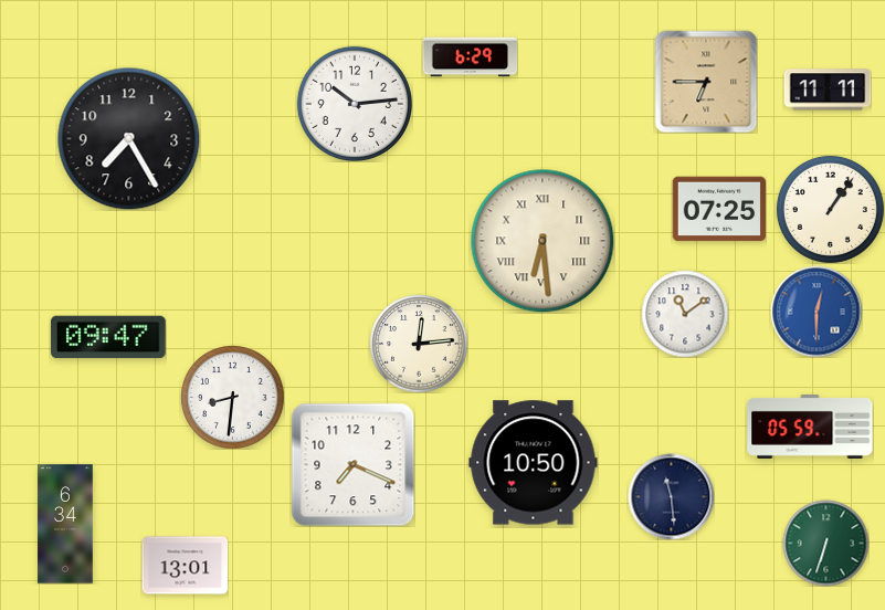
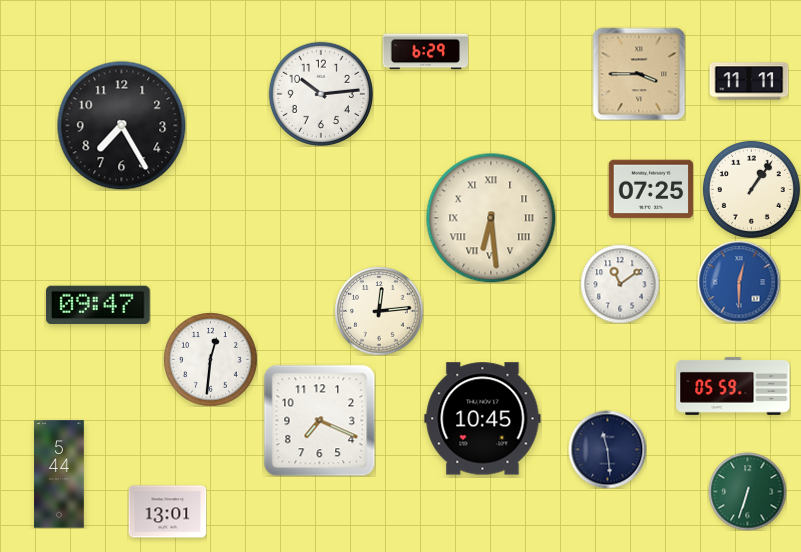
clock at (706, 82): 6:45 -> 3:45
clock at (128, 138) position: (128, 138) -> (121, 125)
clock at (233, 398): 8:31 -> 12:31
clock at (534, 463): 10:50 -> 10:45
clock at (65, 524): 6:34 -> 5:44
